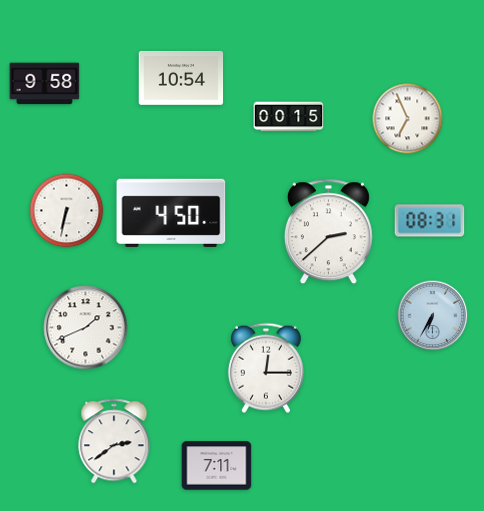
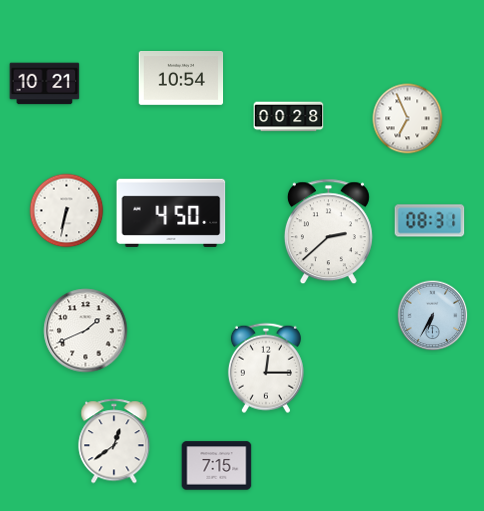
clock at (45, 84): 9:58 -> 10:21
clock at (289, 117): 00:15 -> 00:28
clock at (86, 328) position: (86, 328) -> (86, 331)
clock at (114, 441): 2:39 -> 12:39
clock at (217, 466): 7:11 -> 7:15
